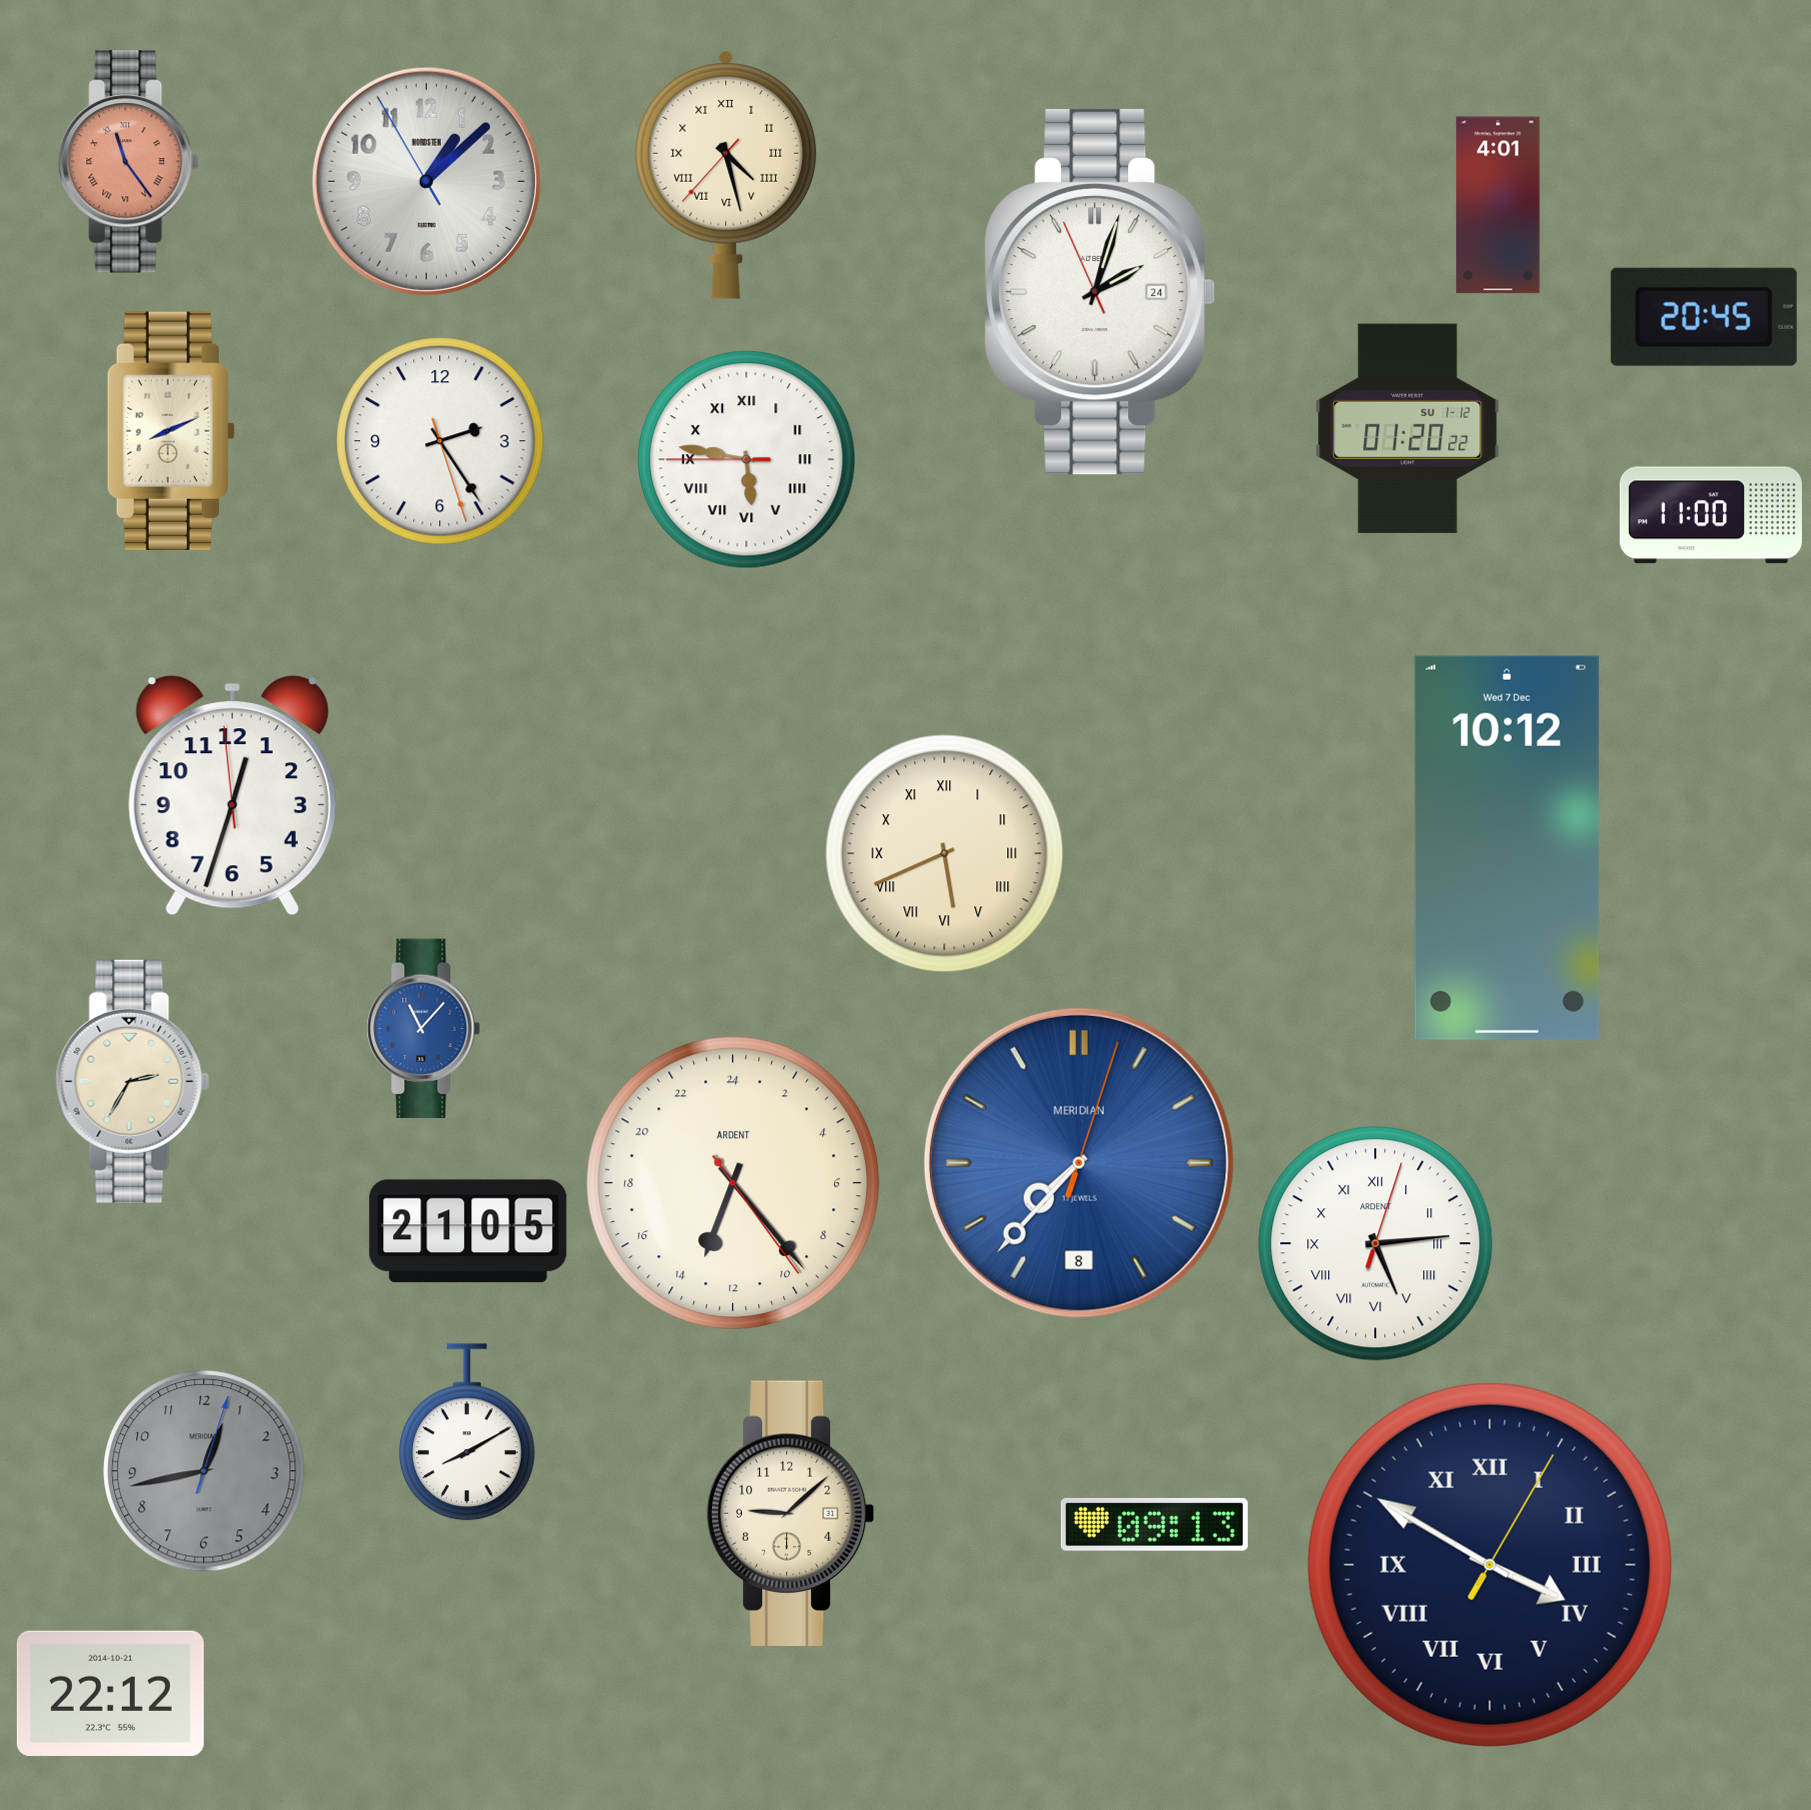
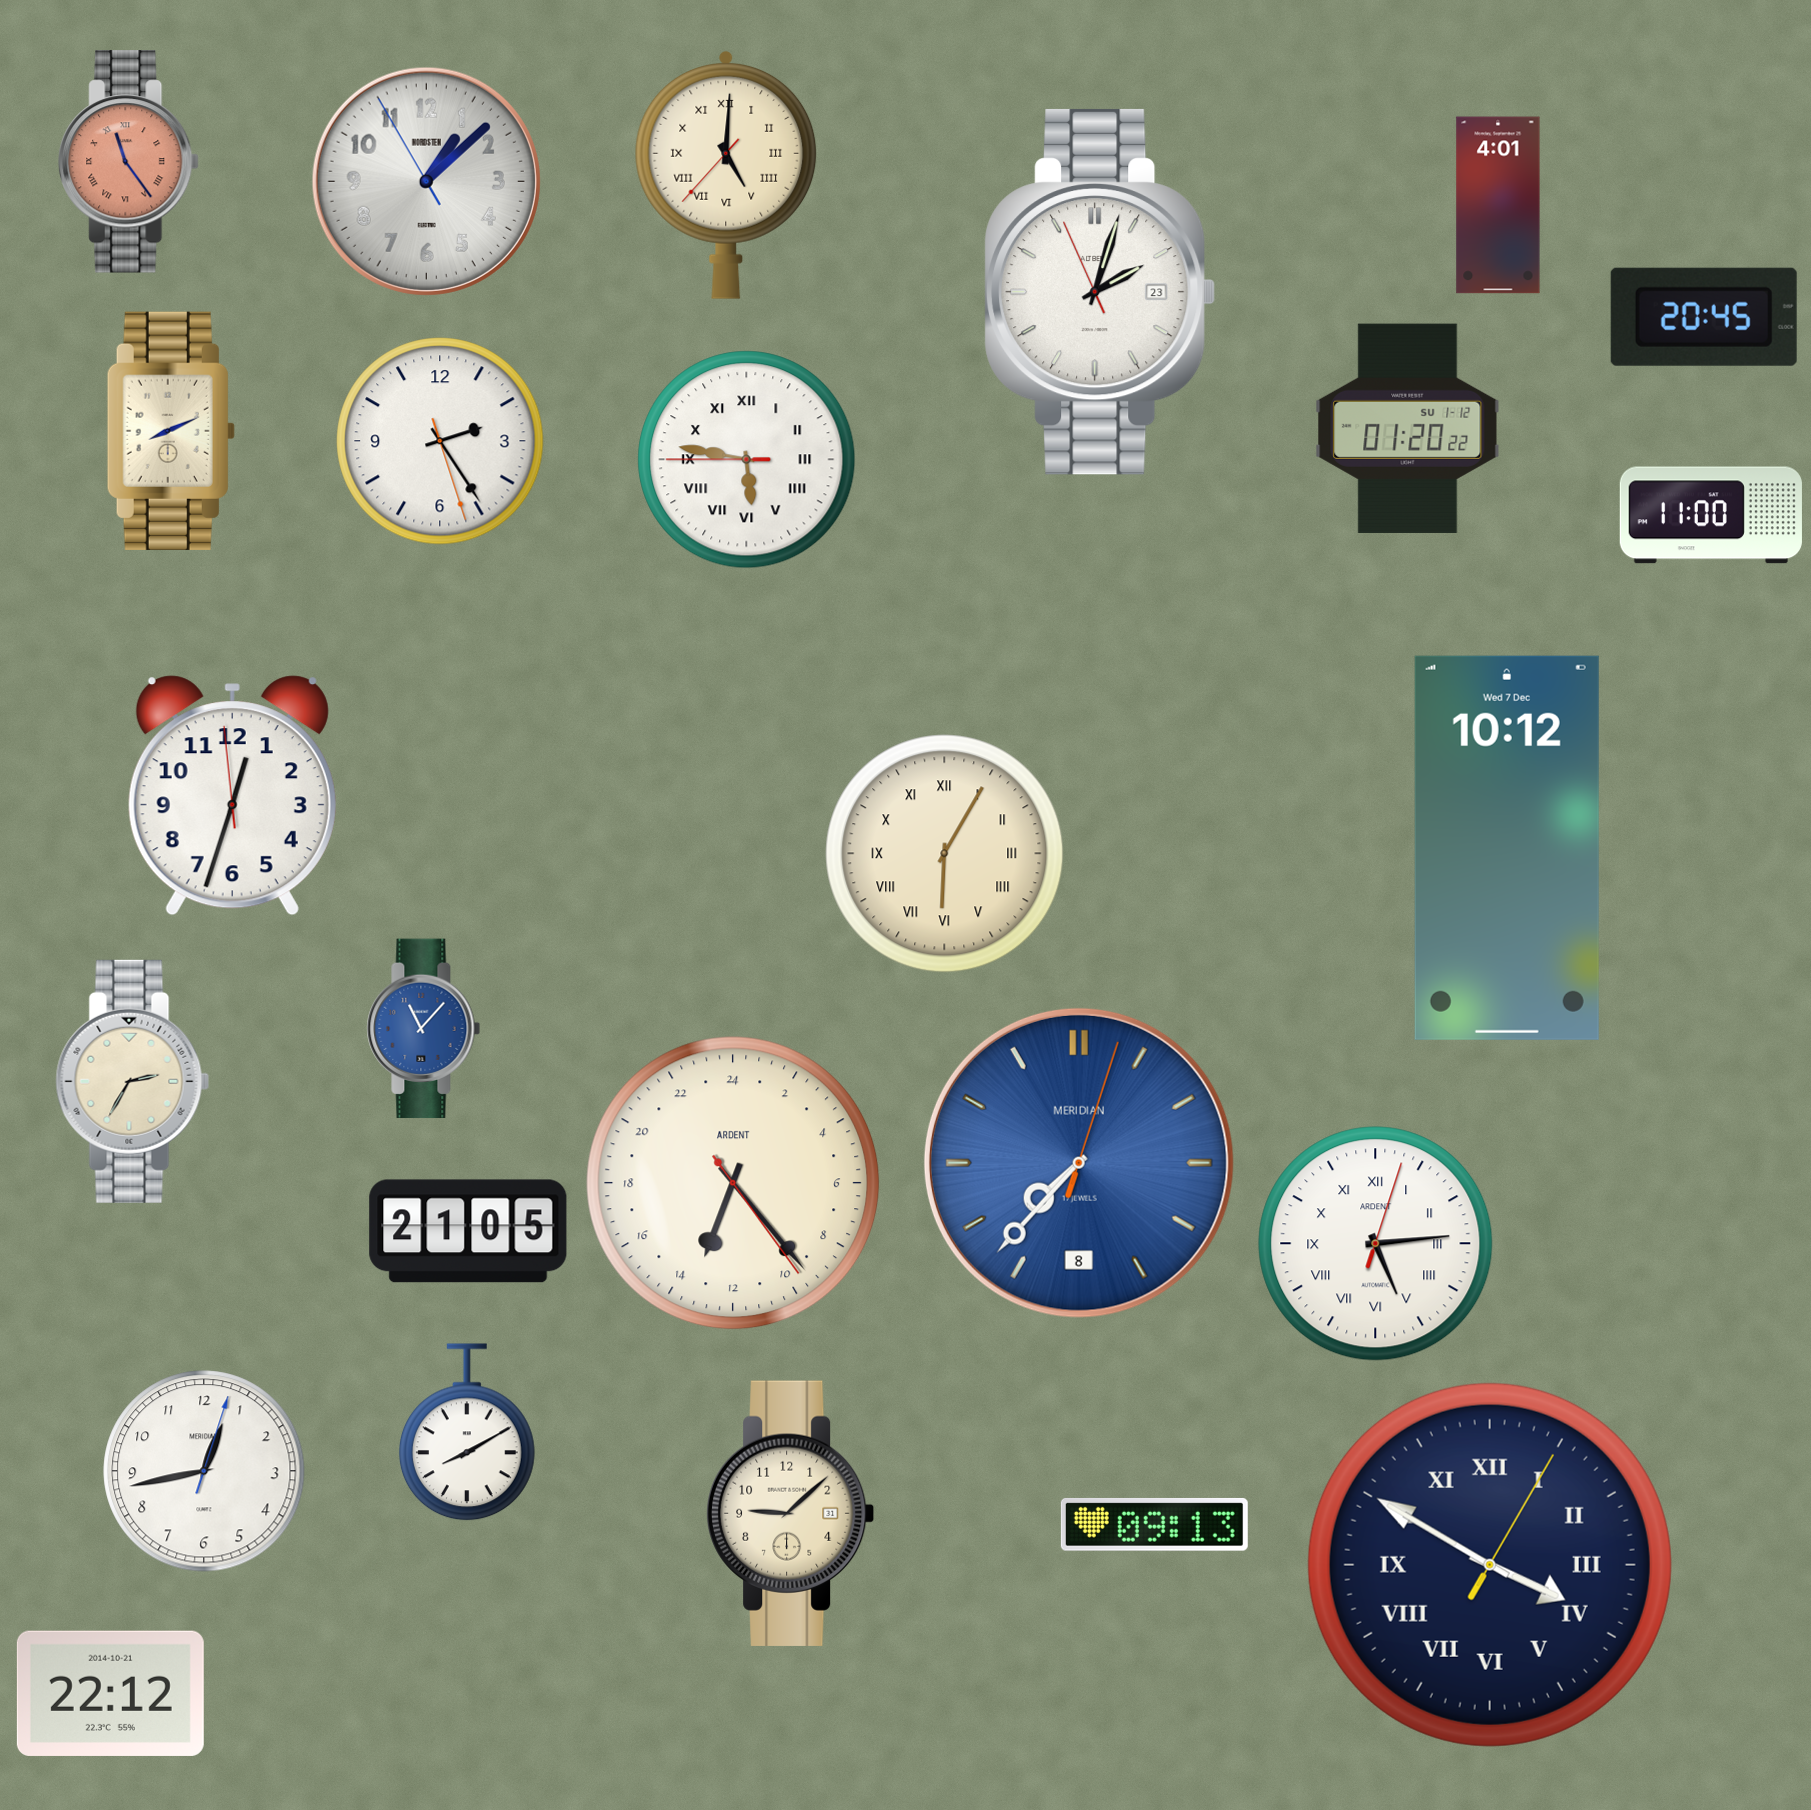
clock at (726, 175): 4:27 -> 5:00
clock at (1100, 292) date: 24 -> 23
clock at (945, 854): 5:41 -> 6:05
clock at (204, 1471) dial: grey -> white
